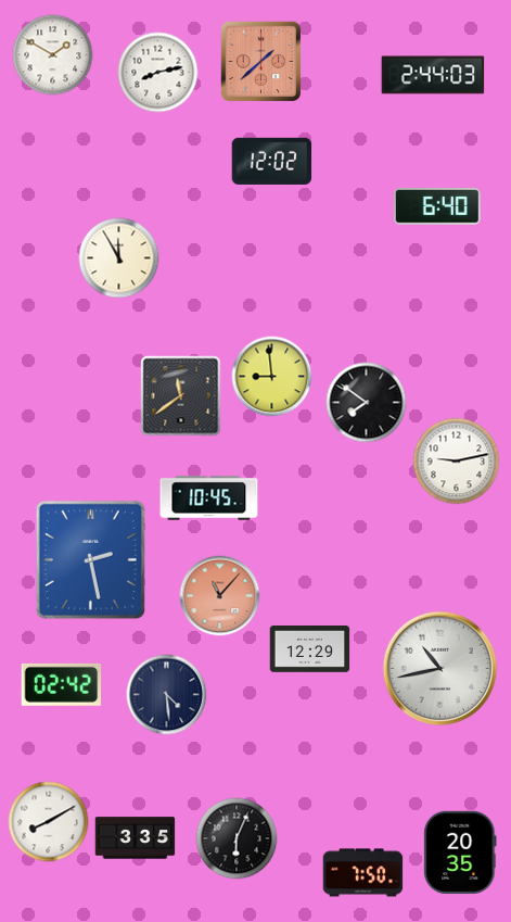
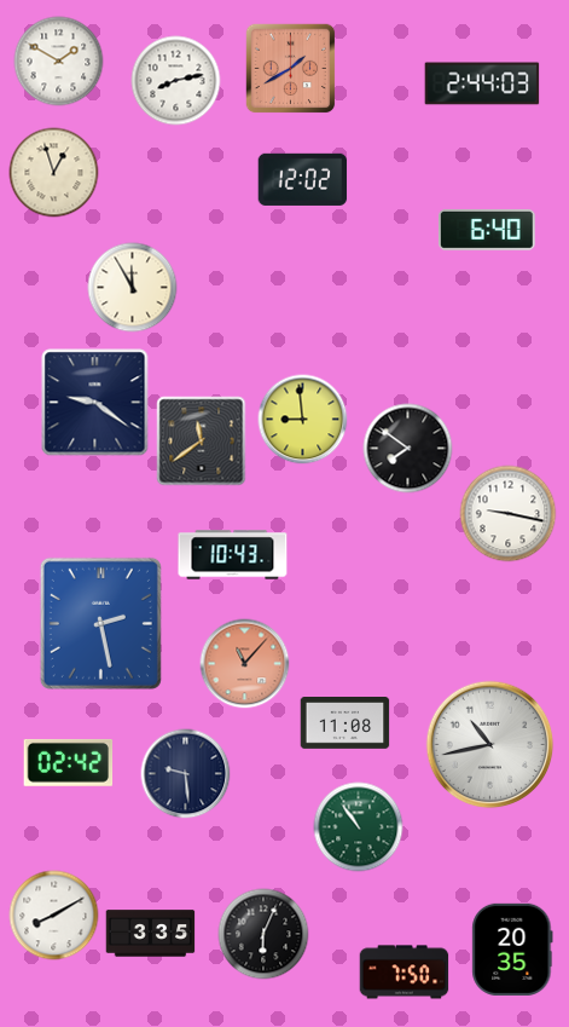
clock at (261, 62): 1:38 -> 1:40
clock at (54, 173): none -> 12:57
clock at (95, 403): none -> 9:21
clock at (457, 462): 9:13 -> 9:17
clock at (209, 498): 10:45 -> 10:43
clock at (310, 649): 12:29 -> 11:08
clock at (167, 695): 4:29 -> 9:29
clock at (359, 827): none -> 10:54
